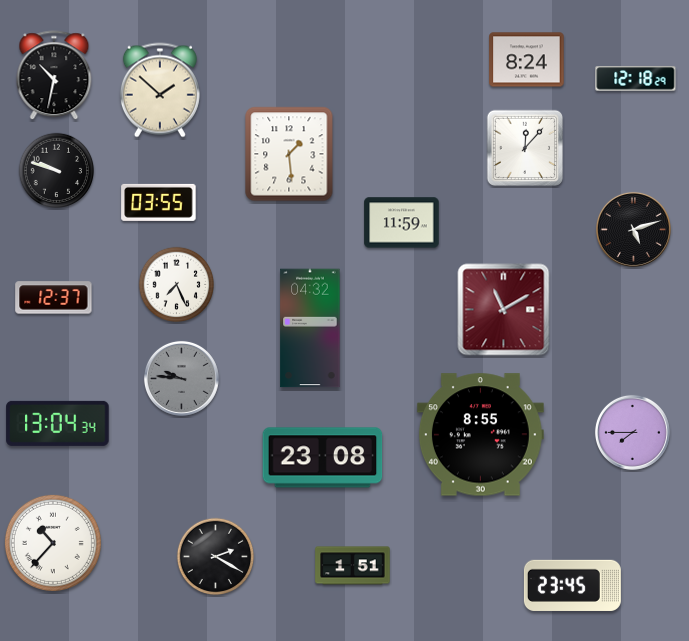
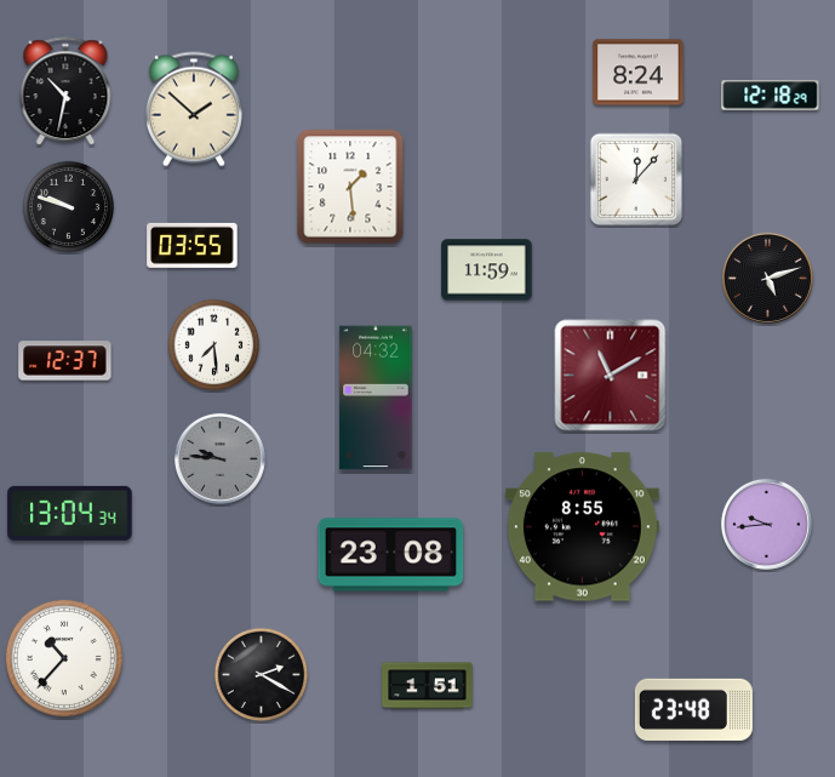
clock at (177, 285): 7:26 -> 7:29
clock at (632, 432): 7:45 -> 9:44
clock at (572, 585): 23:45 -> 23:48
